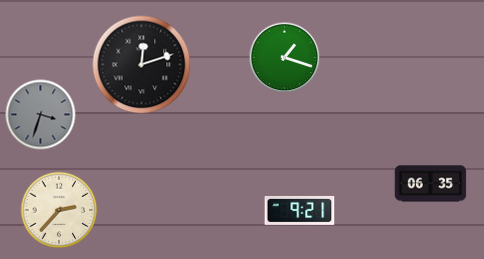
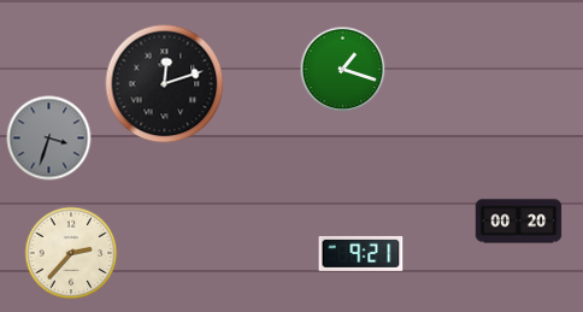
clock at (142, 65) position: (142, 65) -> (165, 84)
clock at (431, 184): 06:35 -> 00:20
